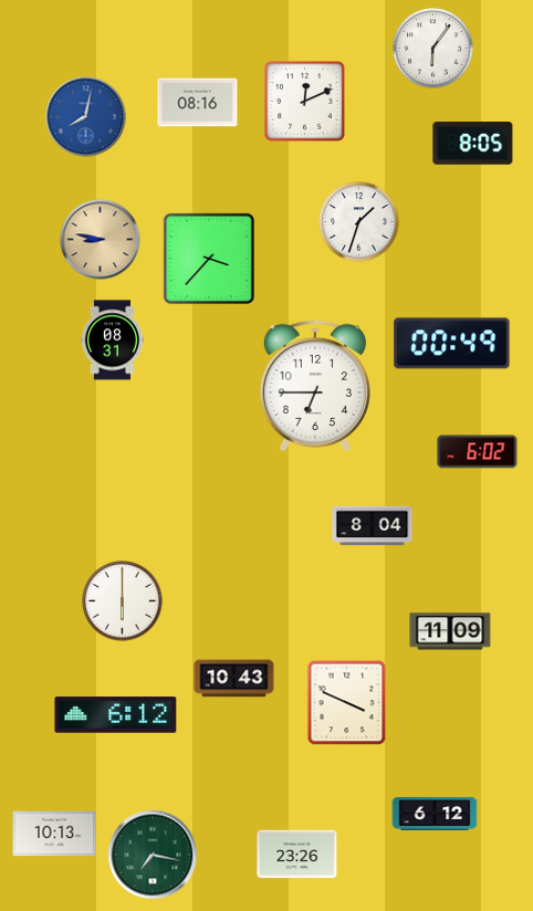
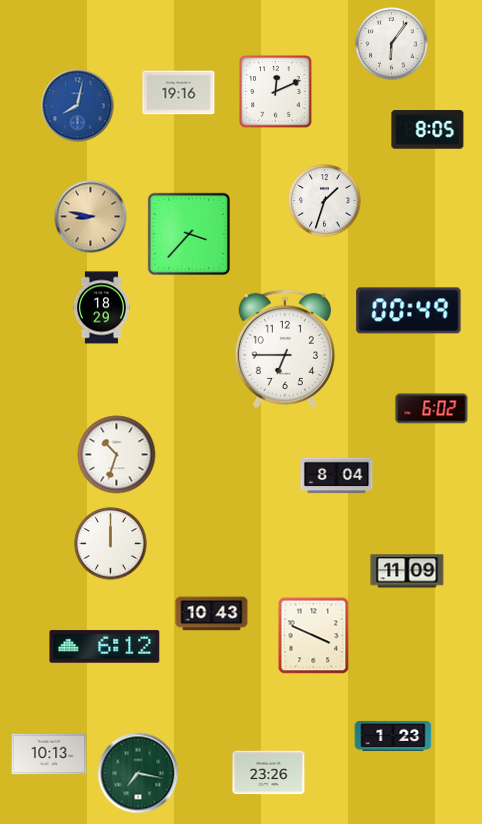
clock at (198, 103): 08:16 -> 19:16
clock at (112, 341): 08:31 -> 18:29
clock at (117, 455): none -> 10:33
clock at (123, 601): 6:00 -> 12:00
clock at (435, 814): 6:12 -> 1:23
